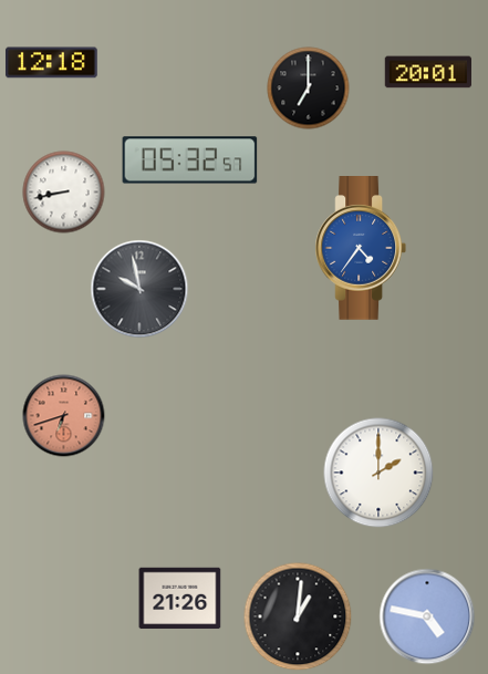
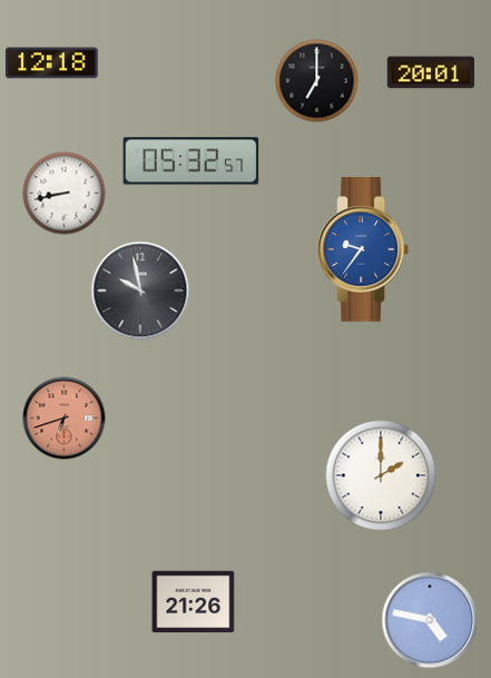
clock at (309, 89) position: (309, 89) -> (317, 81)
clock at (361, 249): 4:36 -> 9:36
clock at (180, 599) position: (180, 599) -> (194, 602)
clock at (298, 616): 1:01 -> none
